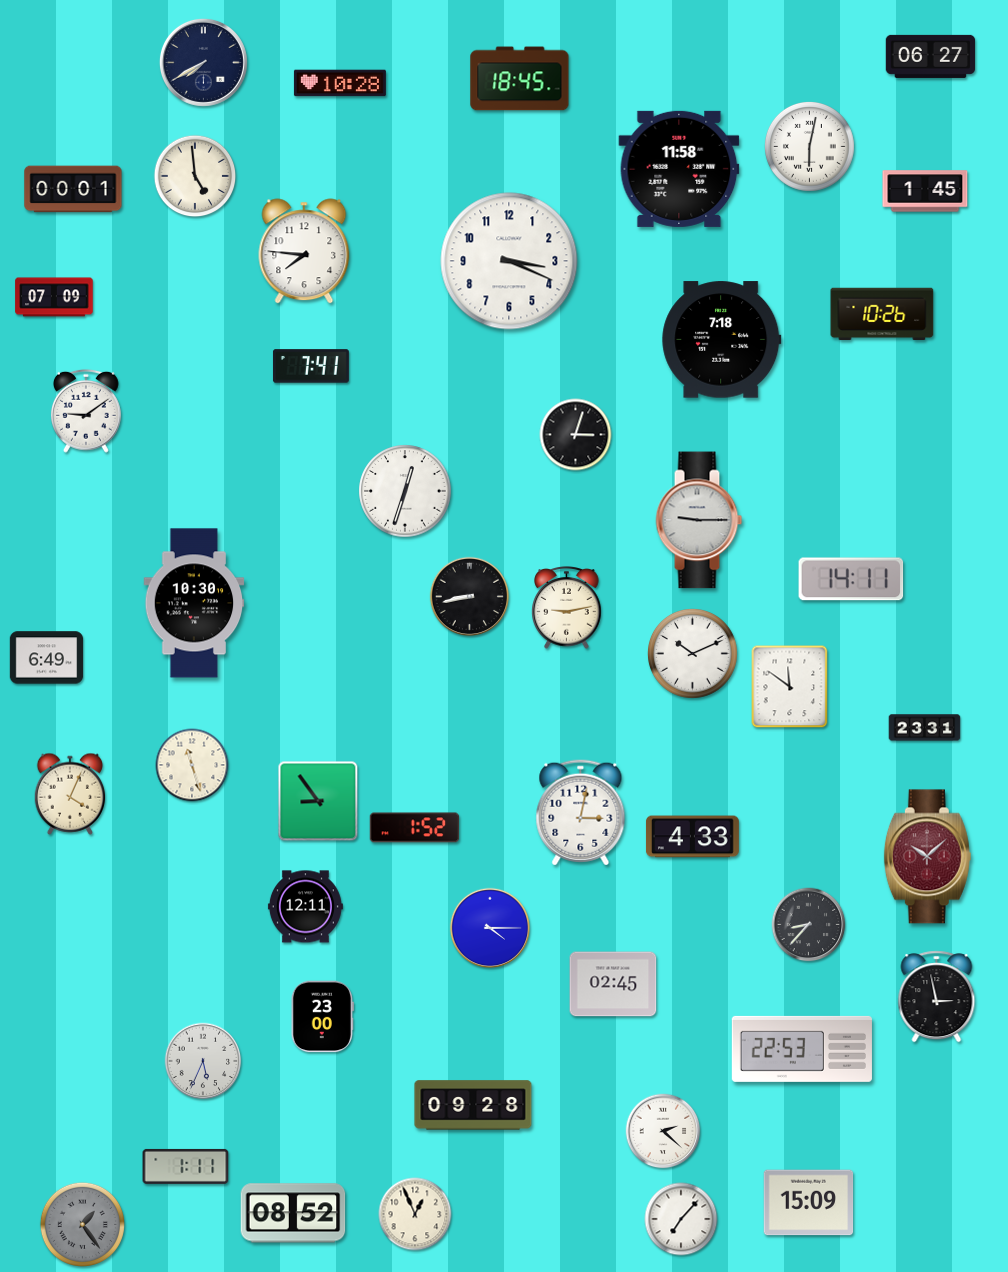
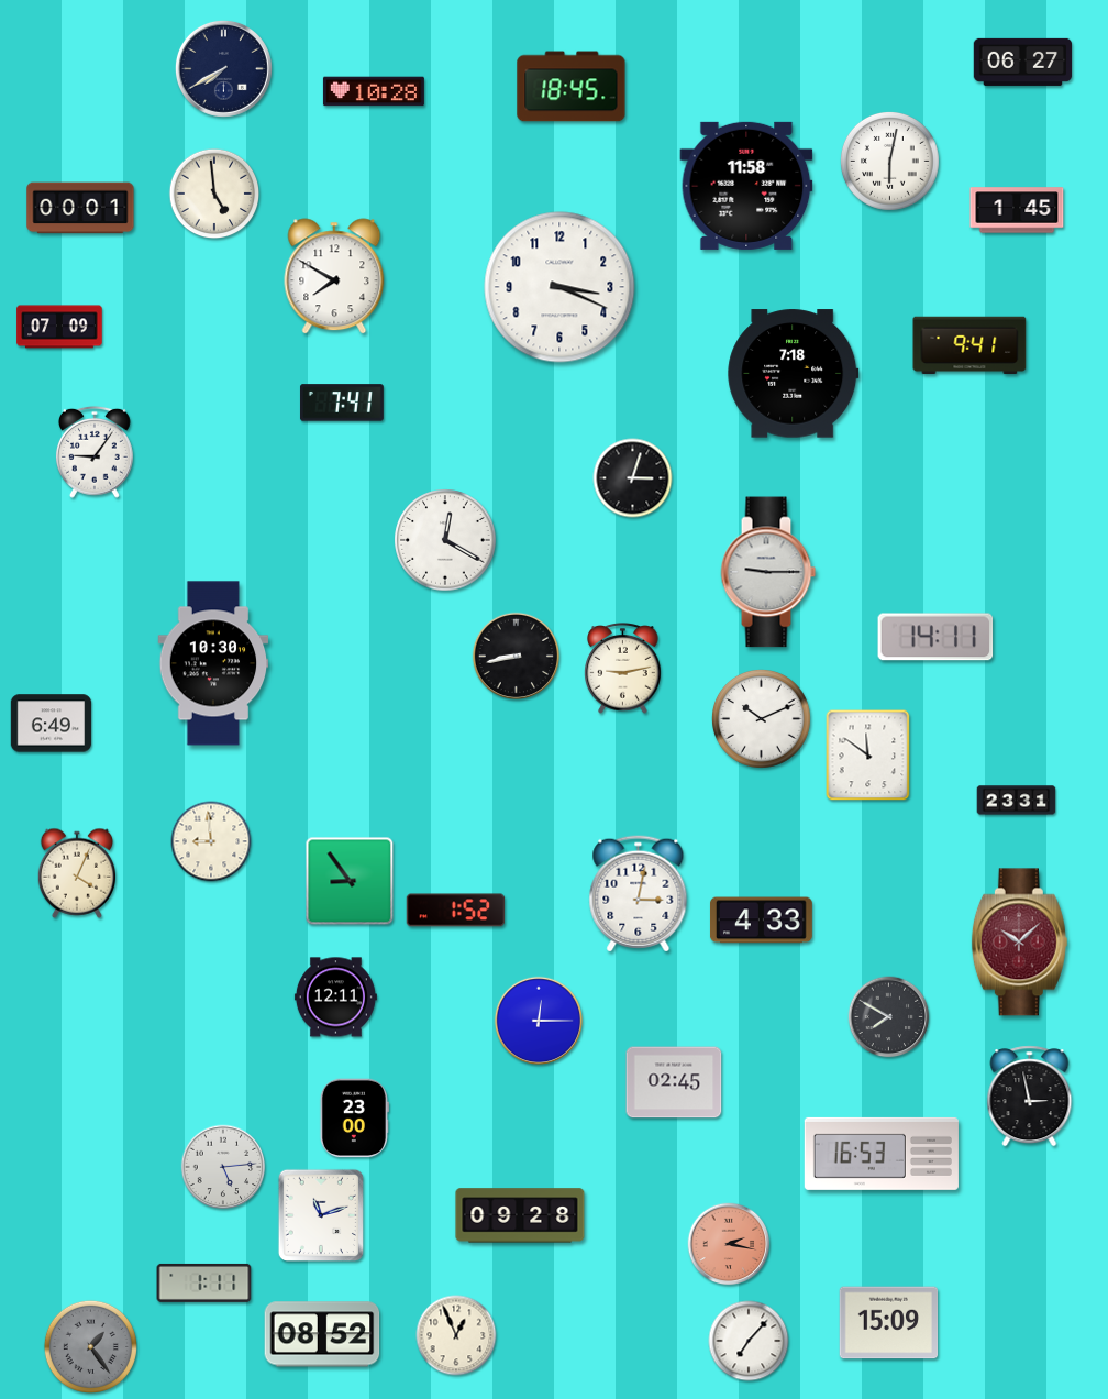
clock at (304, 251): 7:46 -> 7:50
clock at (882, 314): 10:26 -> 9:41
clock at (86, 411): 9:09 -> 9:06
clock at (405, 491): 12:33 -> 12:20
clock at (192, 765): 11:27 -> 8:59
clock at (809, 925): 8:37 -> 7:50
clock at (489, 927): 4:15 -> 12:15
clock at (802, 1049): 22:53 -> 16:53
clock at (203, 1061): 5:34 -> 5:14
clock at (321, 1215): none -> 11:12
clock at (663, 1131): 2:22 -> 2:17
clock at (663, 1131) dial: white -> salmon
